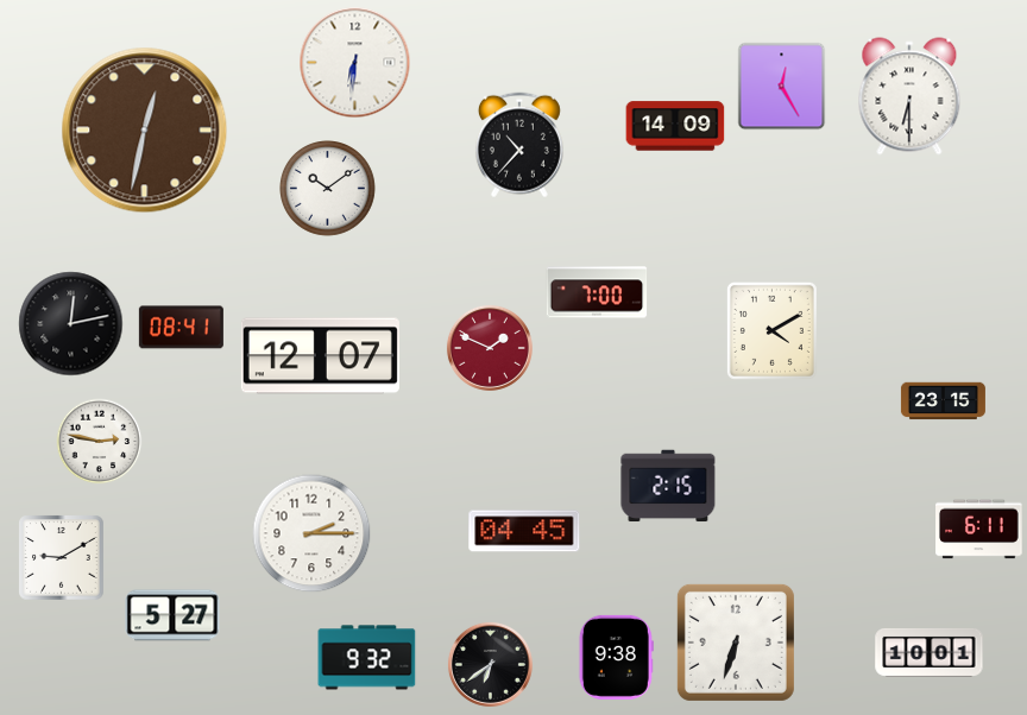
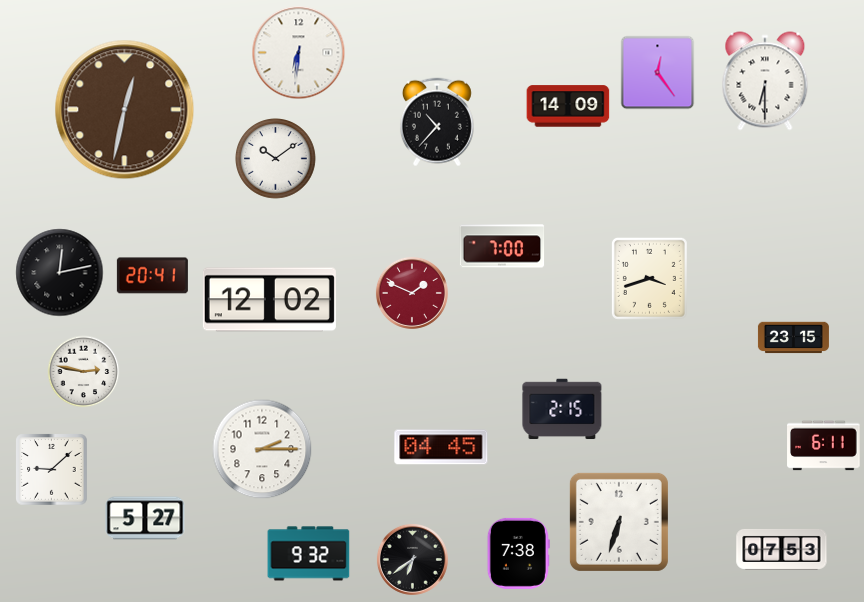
clock at (782, 87): 12:25 -> 12:24
clock at (145, 131) position: (145, 131) -> (125, 110)
clock at (181, 328): 08:41 -> 20:41
clock at (771, 330): 4:10 -> 3:42
clock at (320, 356): 12:07 -> 12:02
clock at (62, 558): 9:10 -> 9:08
clock at (736, 643) position: (736, 643) -> (619, 522)
clock at (930, 652): 10:01 -> 07:53
clock at (616, 657): 9:38 -> 7:38
